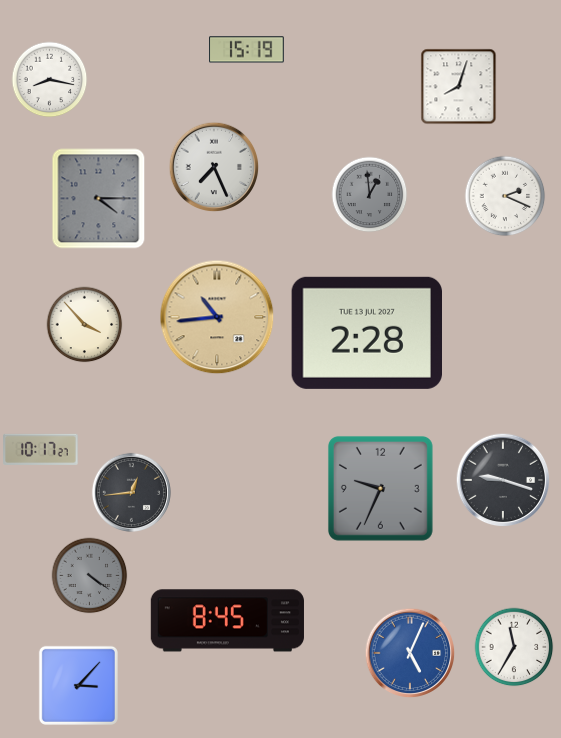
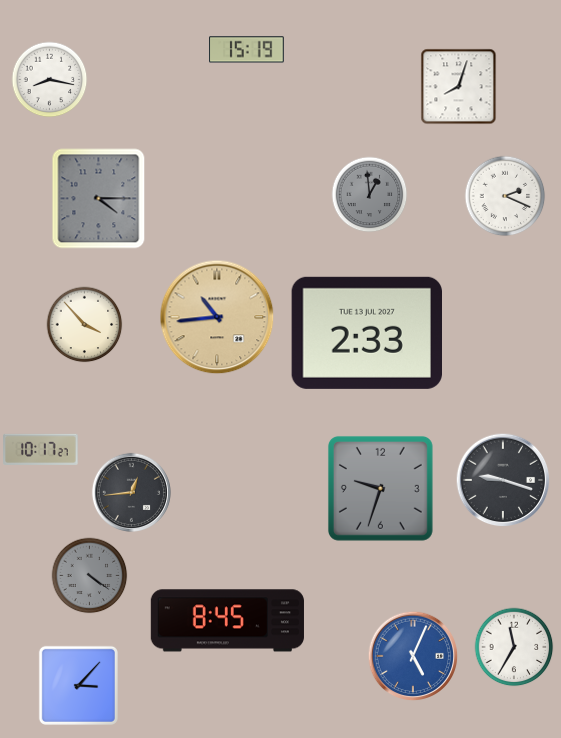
clock at (214, 167): 7:26 -> none
clock at (366, 333): 2:28 -> 2:33
clock at (380, 488): 9:34 -> 9:33
clock at (410, 653) position: (410, 653) -> (413, 656)
